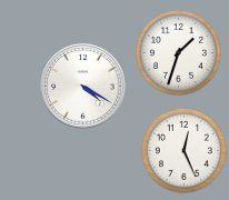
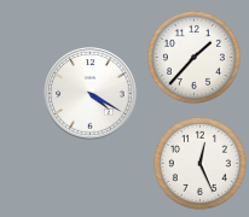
clock at (178, 52): 1:33 -> 1:37
